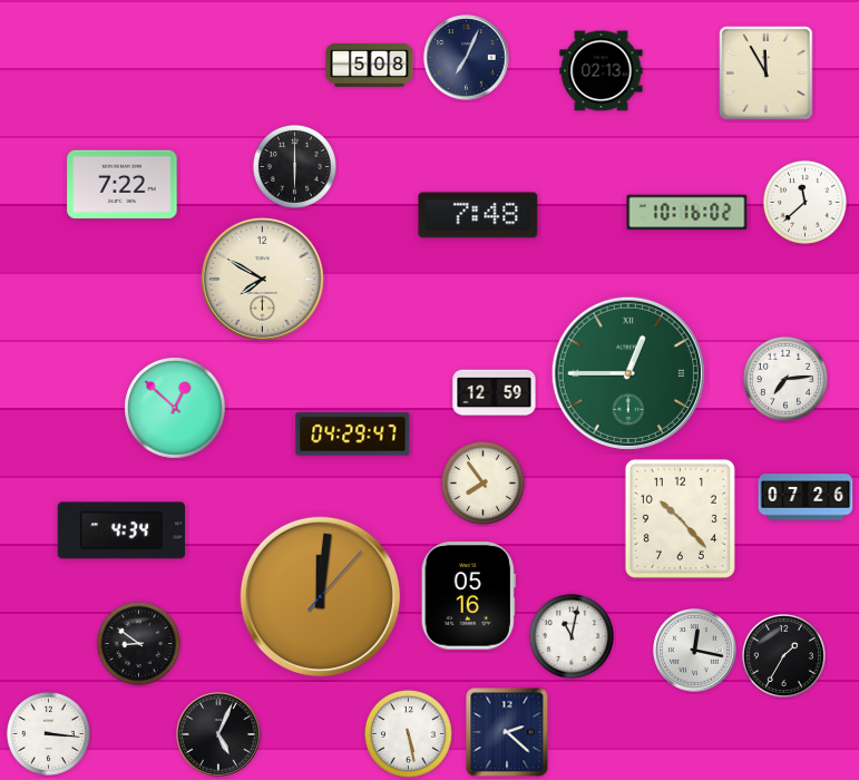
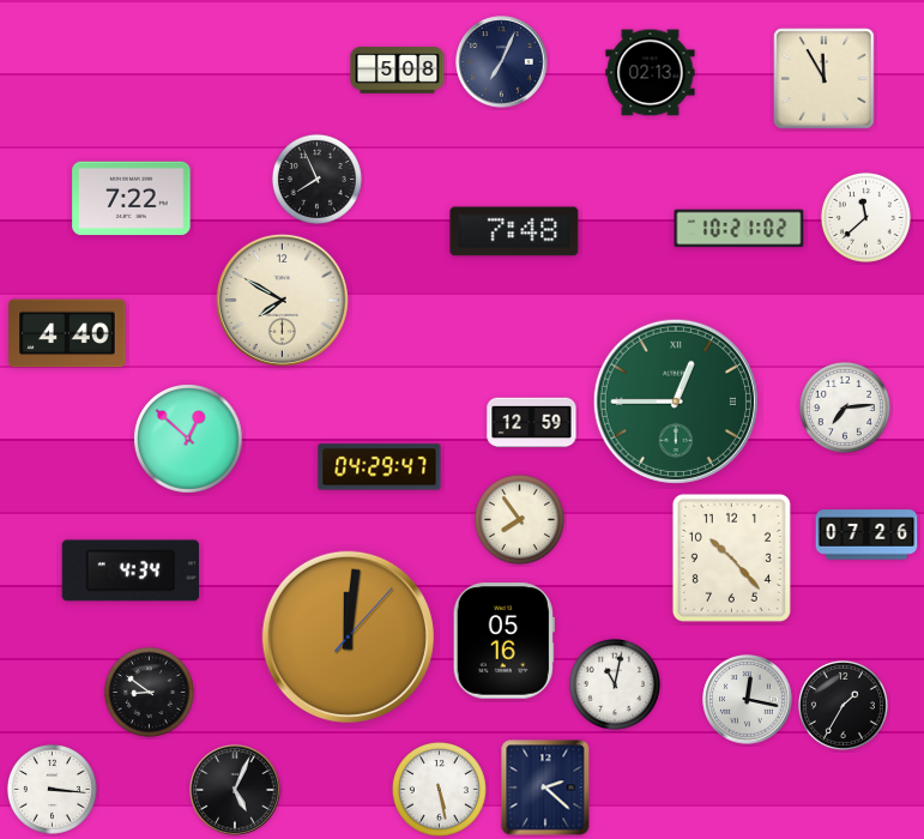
clock at (602, 71) position: (602, 71) -> (651, 73)
clock at (294, 166): 6:00 -> 7:56
clock at (687, 213): 10:16 -> 10:21
clock at (67, 333): none -> 4:40
clock at (320, 596) position: (320, 596) -> (348, 636)
